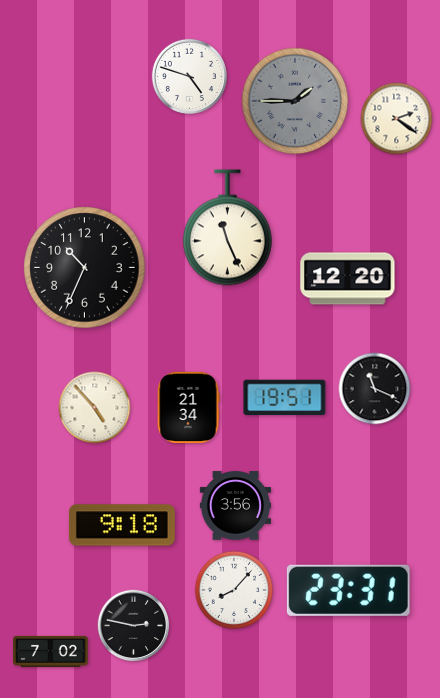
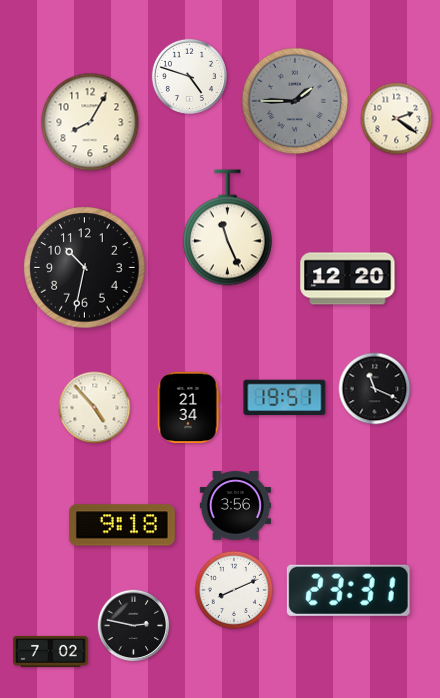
clock at (90, 122): none -> 8:05
clock at (85, 268): 10:34 -> 10:32
clock at (234, 590): 8:07 -> 8:11
